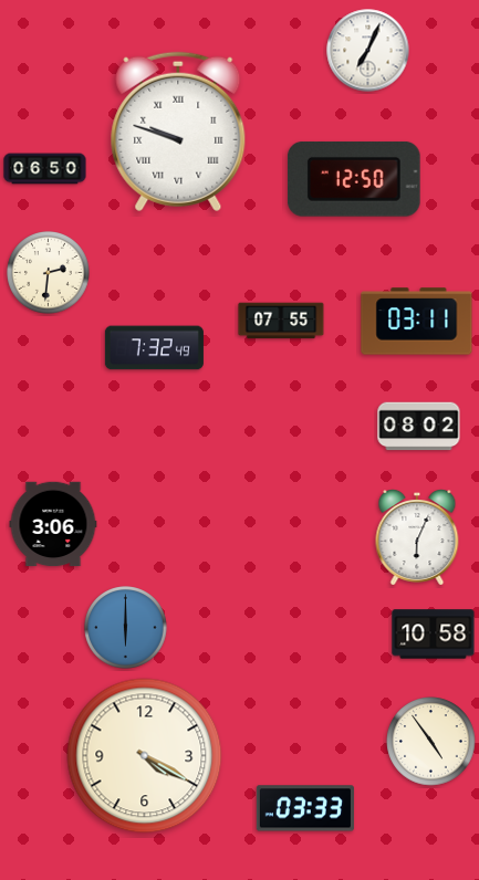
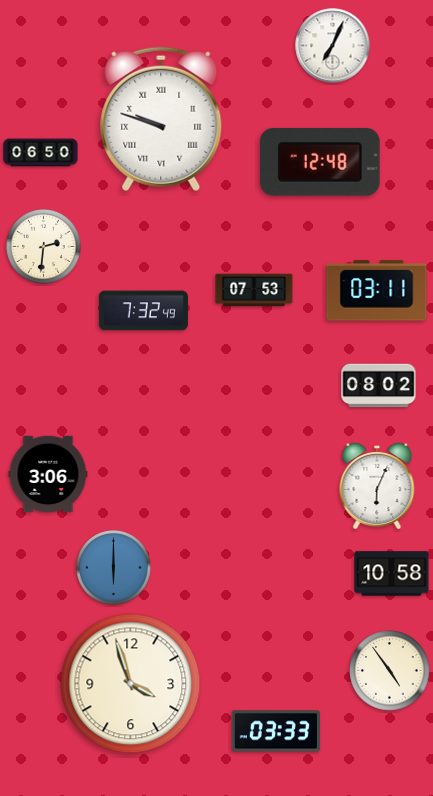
clock at (354, 179): 12:50 -> 12:48
clock at (281, 321): 07:55 -> 07:53
clock at (154, 348) position: (154, 348) -> (143, 311)
clock at (145, 756): 4:20 -> 3:57
